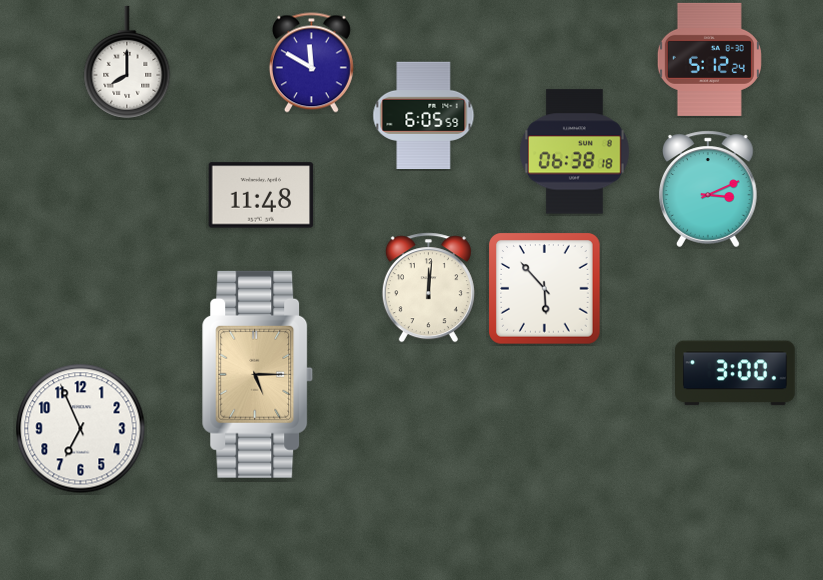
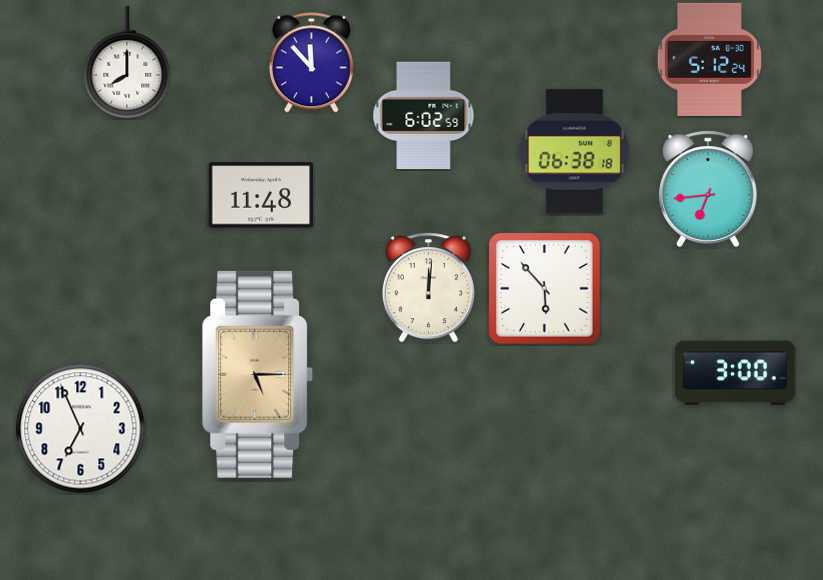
clock at (311, 63): 11:50 -> 11:53
clock at (424, 115): 6:05 -> 6:02
clock at (709, 189): 3:11 -> 6:44
